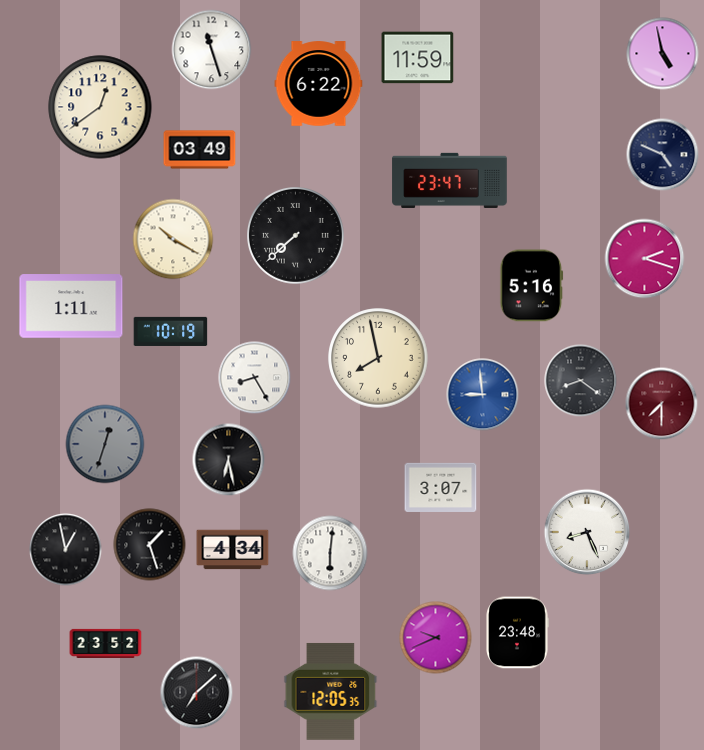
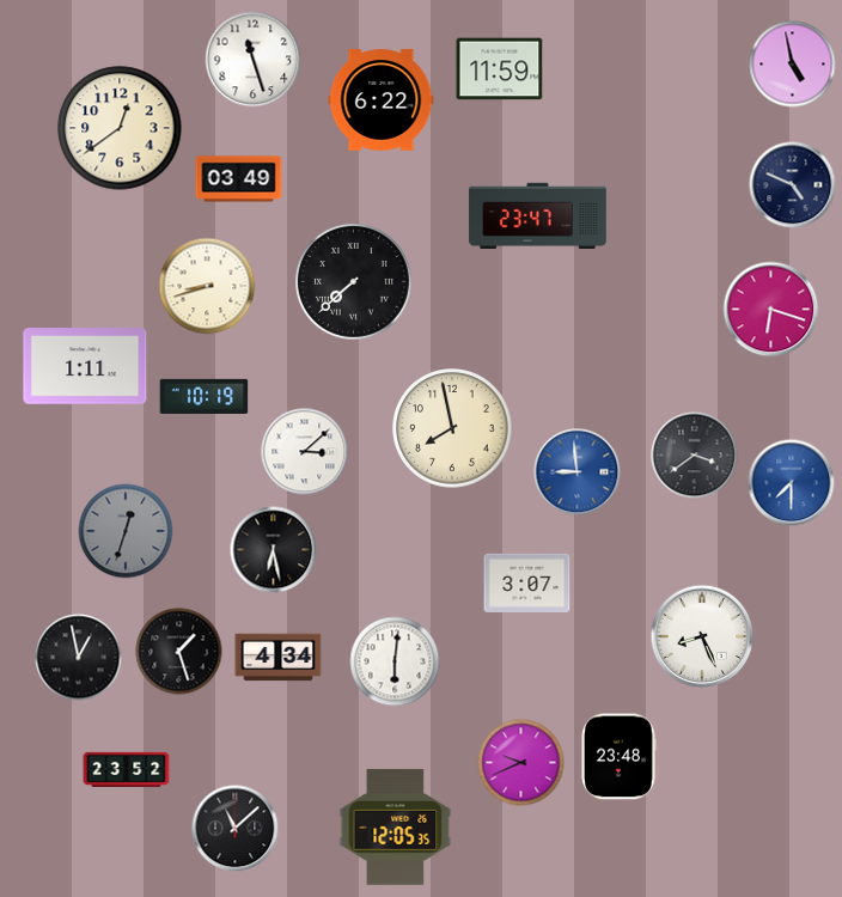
clock at (173, 239): 10:20 -> 8:42
clock at (645, 259): 2:18 -> 6:18
clock at (532, 286): 5:16 -> none
clock at (255, 378): 8:25 -> 3:08
clock at (581, 381): 8:21 -> 3:39
clock at (662, 404) dial: burgundy -> blue
clock at (197, 693): 7:08 -> 11:08
